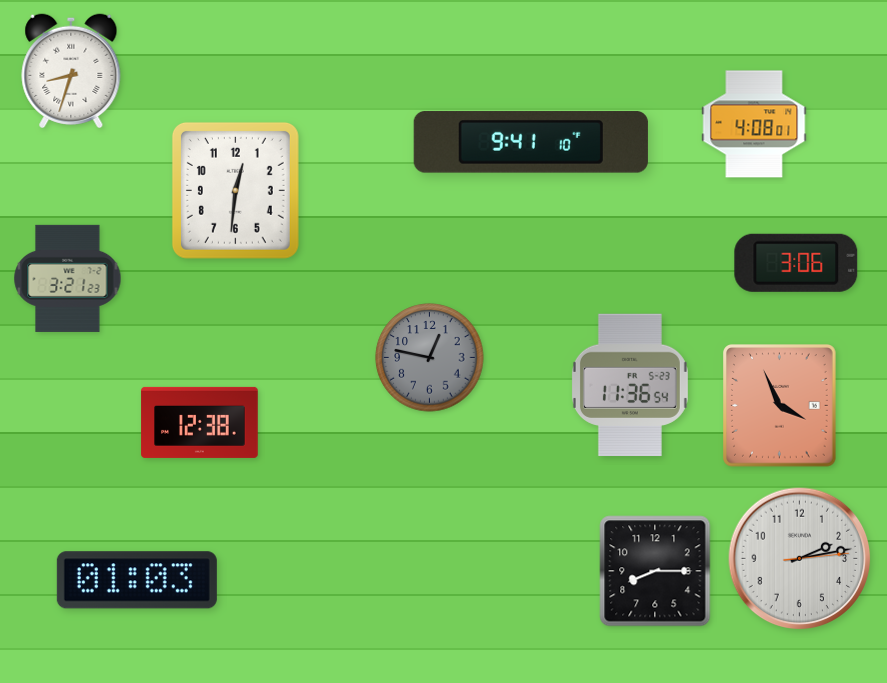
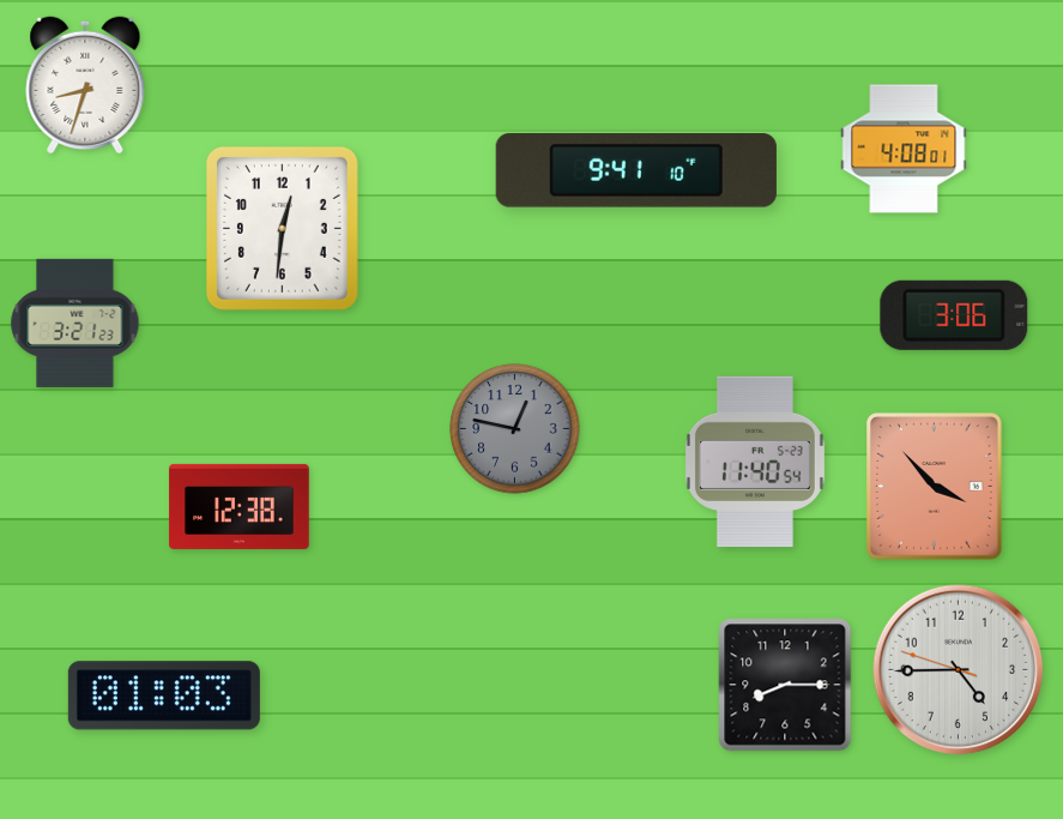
clock at (68, 278) position: (68, 278) -> (76, 323)
clock at (630, 385): 11:36 -> 11:40
clock at (780, 406): 3:56 -> 3:53
clock at (800, 559): 2:13 -> 4:44
